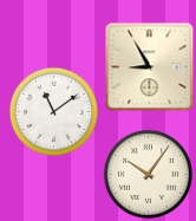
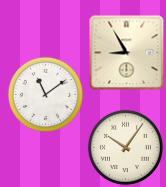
clock at (150, 67) position: (150, 67) -> (127, 53)
